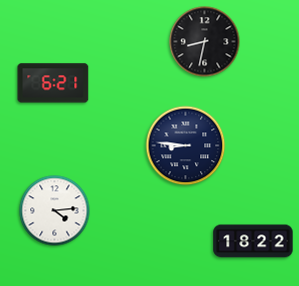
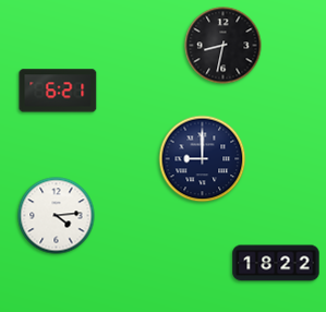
clock at (186, 146): 8:46 -> 9:00
clock at (55, 211) position: (55, 211) -> (57, 216)
